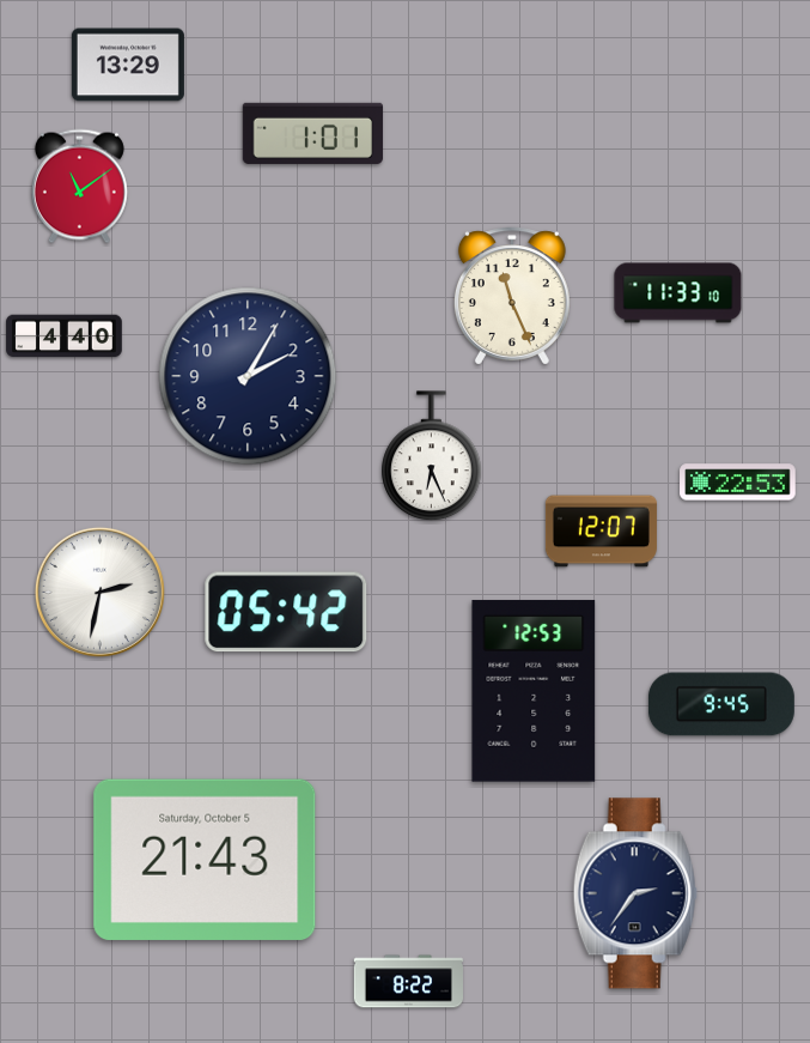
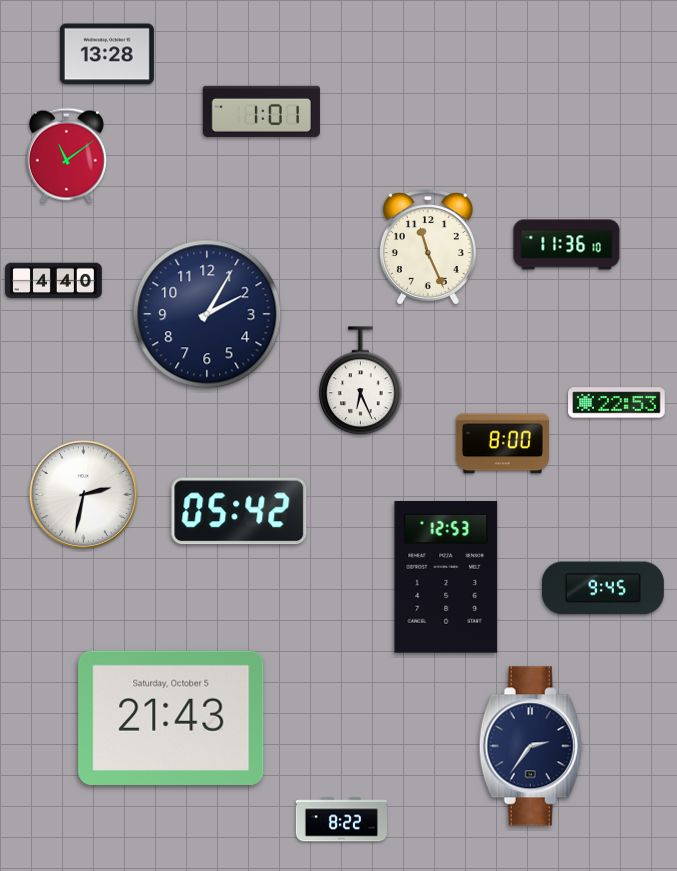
clock at (128, 65): 13:29 -> 13:28
clock at (678, 293): 11:33 -> 11:36
clock at (601, 532): 12:07 -> 8:00
